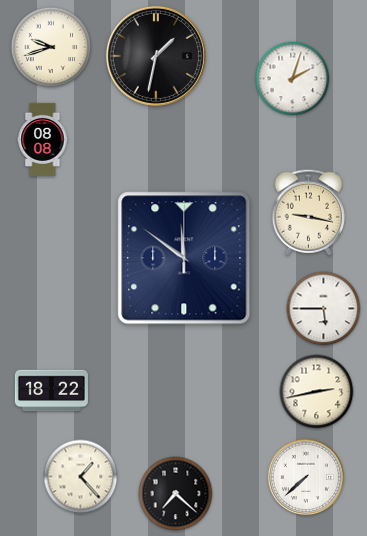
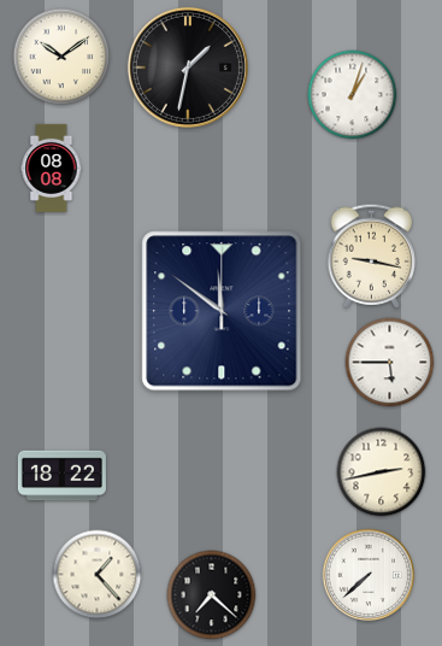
clock at (51, 47): 9:42 -> 10:09
clock at (293, 79): 2:03 -> 1:03
clock at (324, 309) position: (324, 309) -> (390, 363)
clock at (51, 391) position: (51, 391) -> (61, 476)
